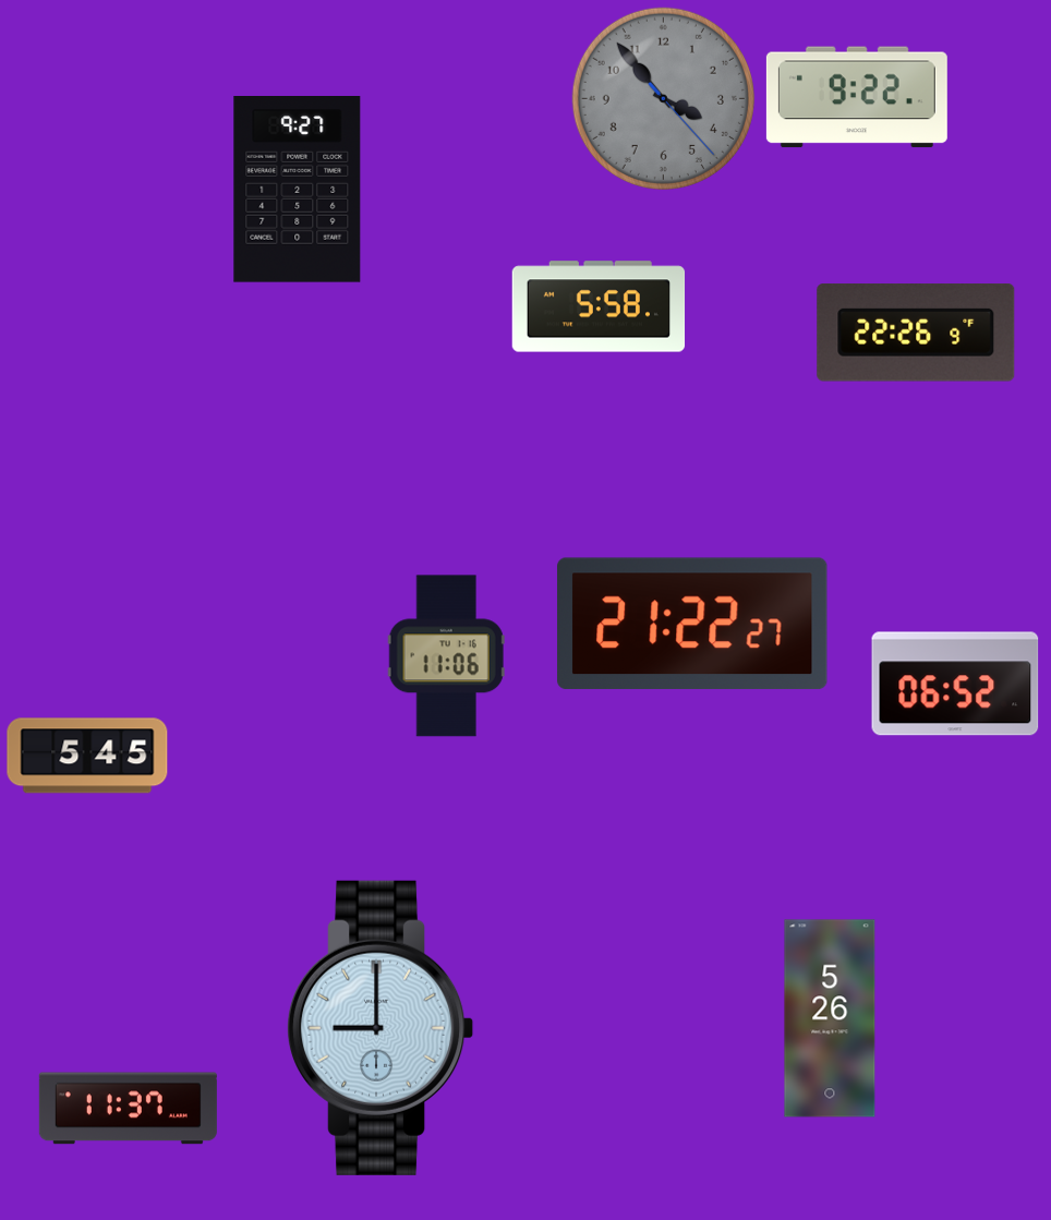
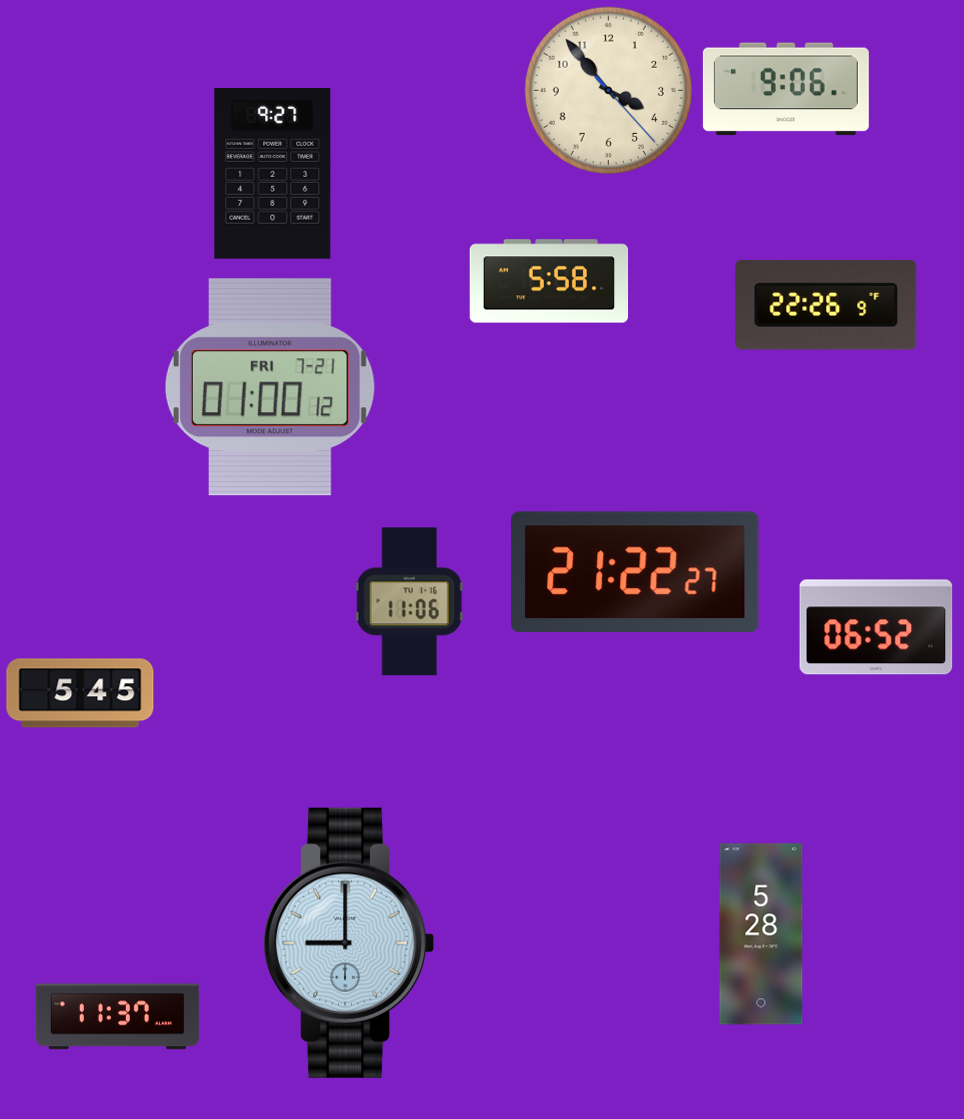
clock at (857, 97): 9:22 -> 9:06
clock at (663, 98) dial: grey -> cream
clock at (916, 334) position: (916, 334) -> (826, 306)
clock at (270, 387): none -> 01:00
clock at (830, 1018): 5:26 -> 5:28
